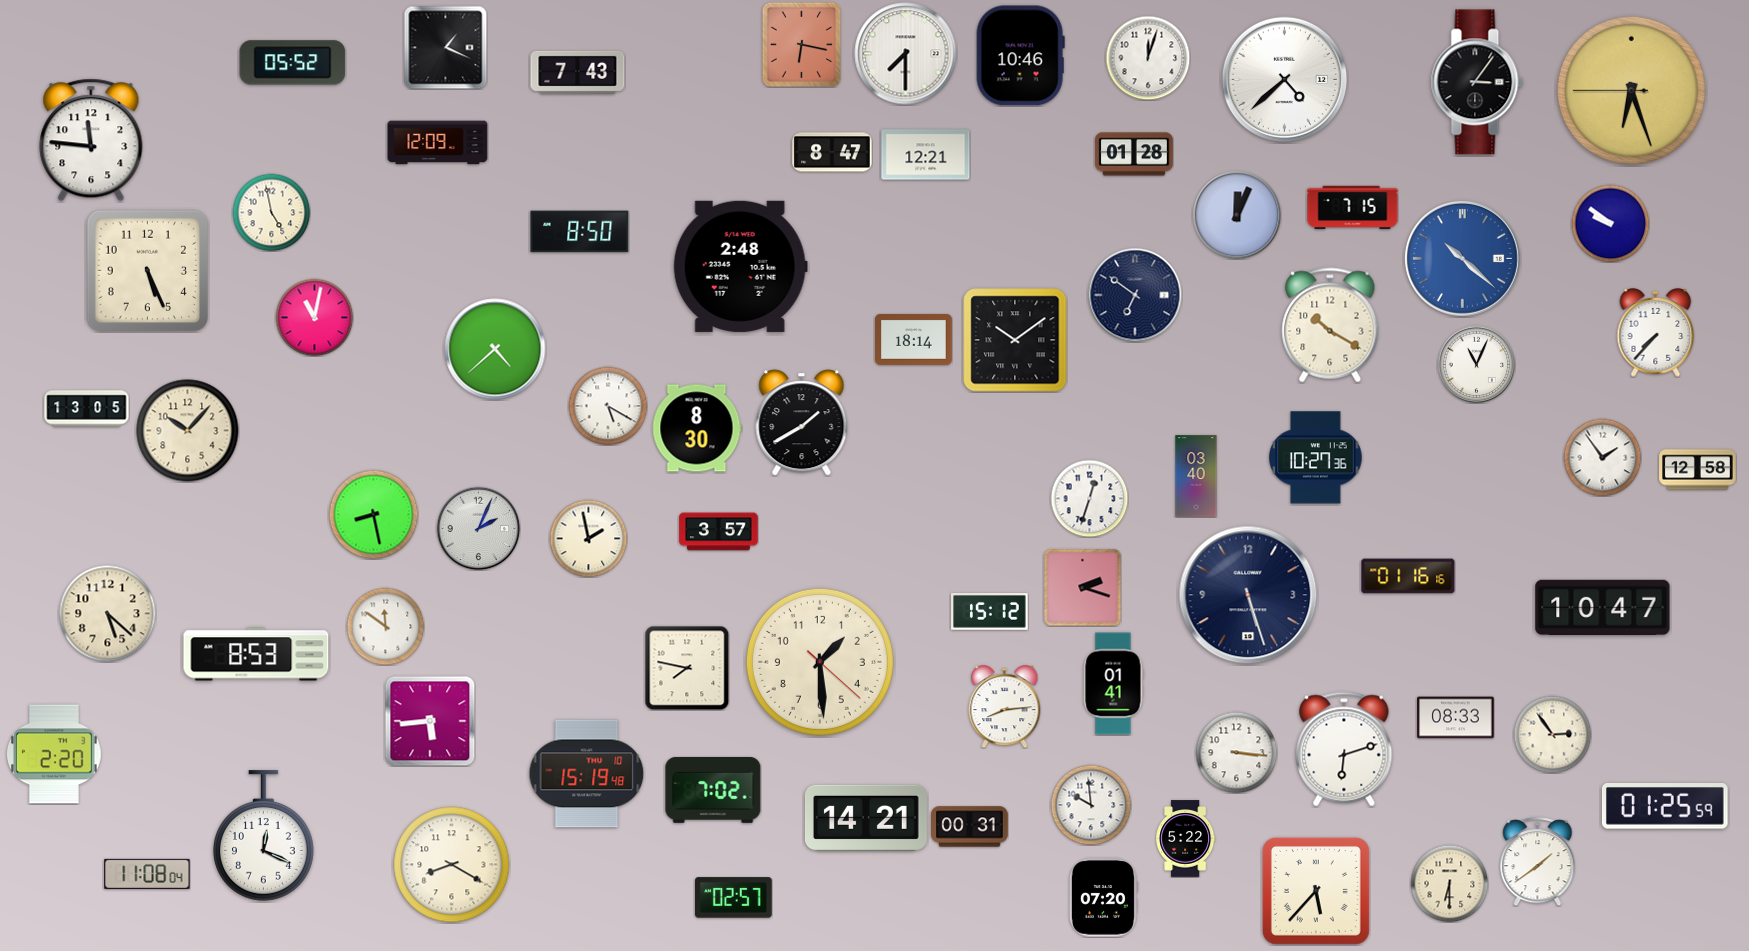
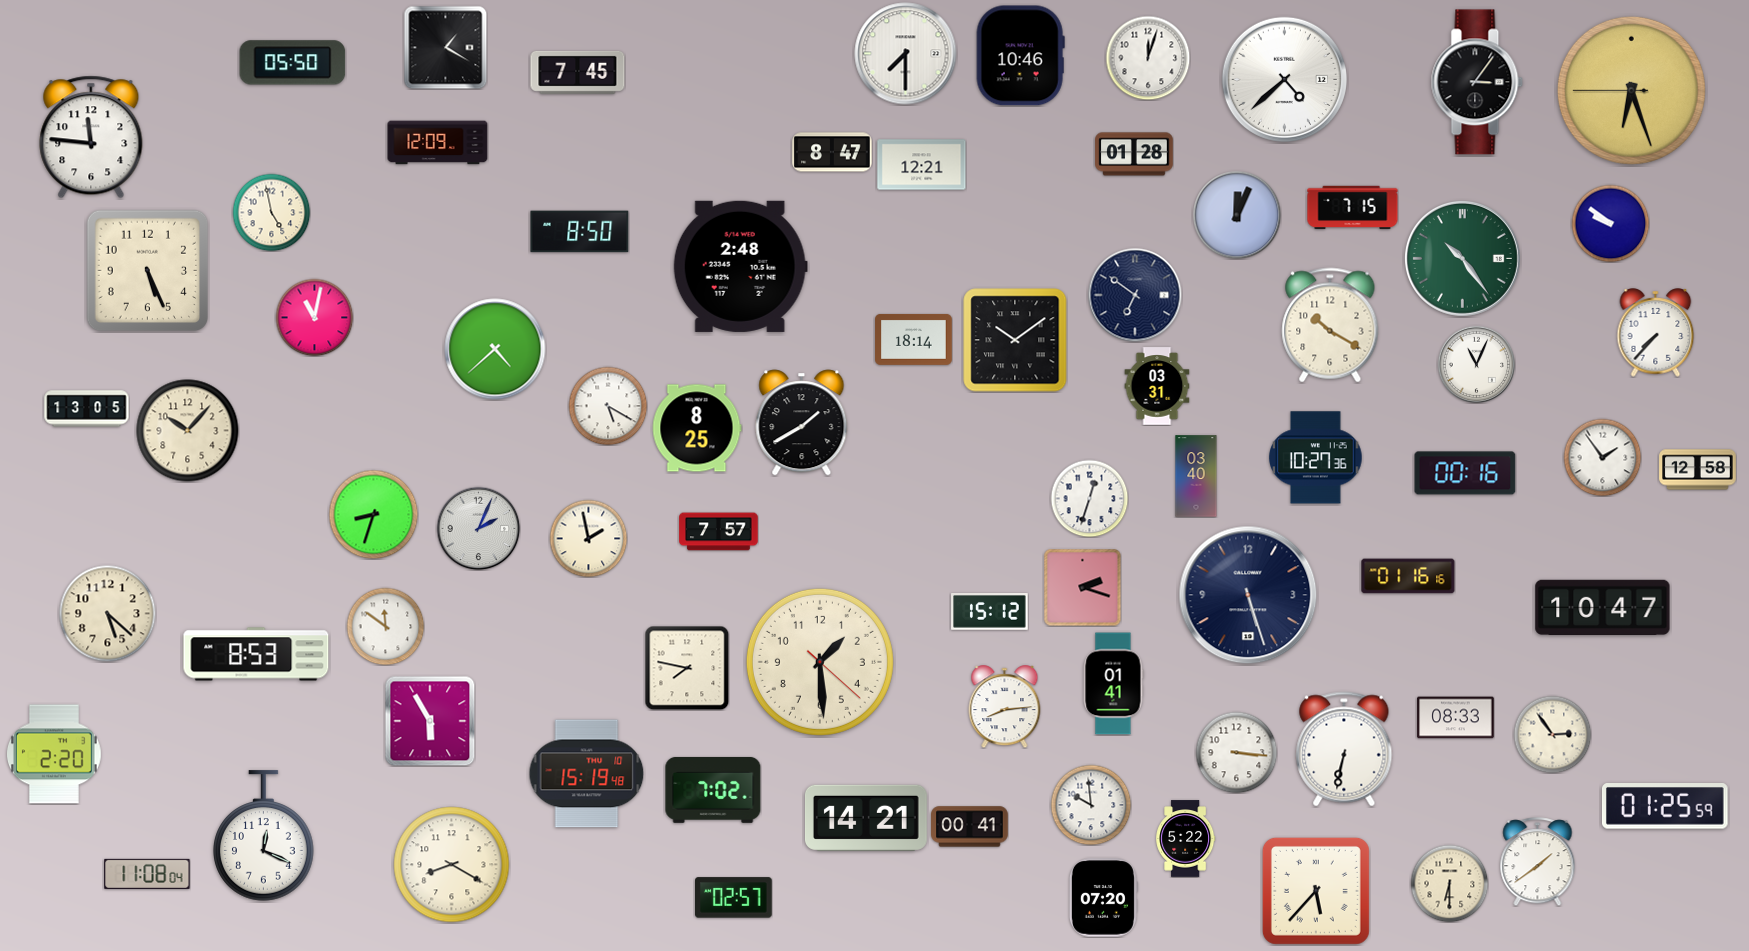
clock at (802, 44): 6:17 -> none
clock at (445, 47): 1:19 -> 1:20
clock at (293, 63): 05:52 -> 05:50
clock at (578, 72): 7:43 -> 7:45
clock at (91, 140) position: (91, 140) -> (91, 137)
clock at (926, 155) position: (926, 155) -> (922, 165)
clock at (1462, 258): 10:22 -> 10:24
clock at (1462, 258) dial: blue -> green
clock at (1157, 386): none -> 03:31
clock at (697, 428): 8:30 -> 8:25
clock at (1465, 473): none -> 00:16
clock at (373, 514): 8:28 -> 8:33
clock at (719, 532): 3:57 -> 7:57
clock at (430, 721): 5:44 -> 5:55
clock at (1344, 749): 6:12 -> 6:32
clock at (970, 827): 00:31 -> 00:41
